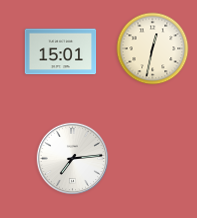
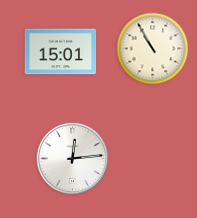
clock at (153, 49): 12:32 -> 10:55
clock at (73, 159): 7:14 -> 12:14
